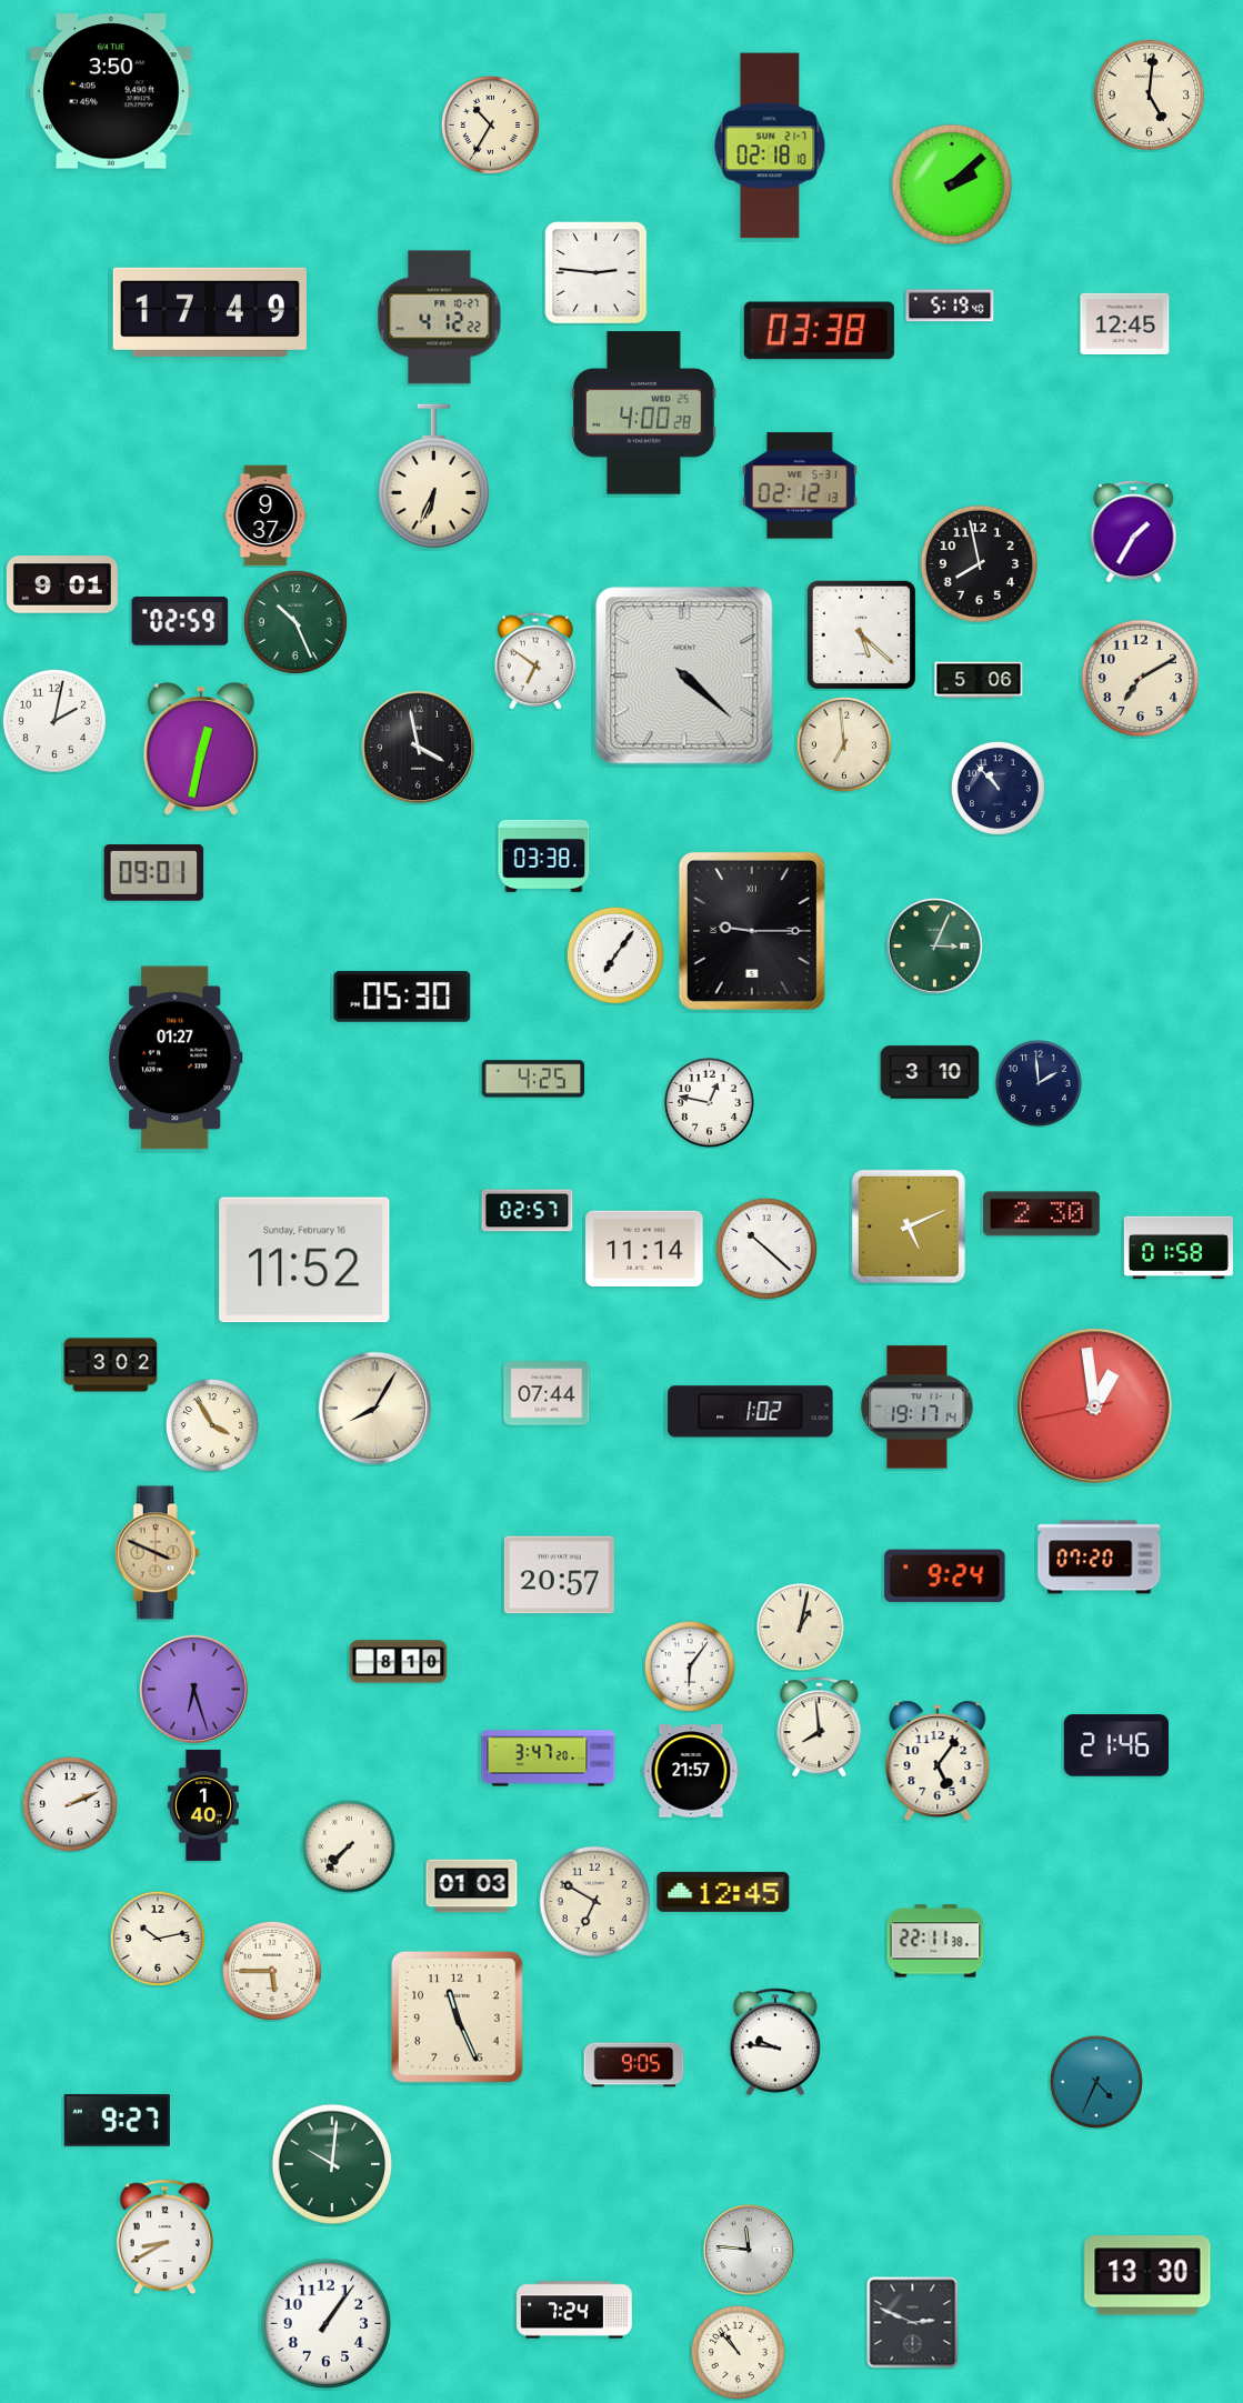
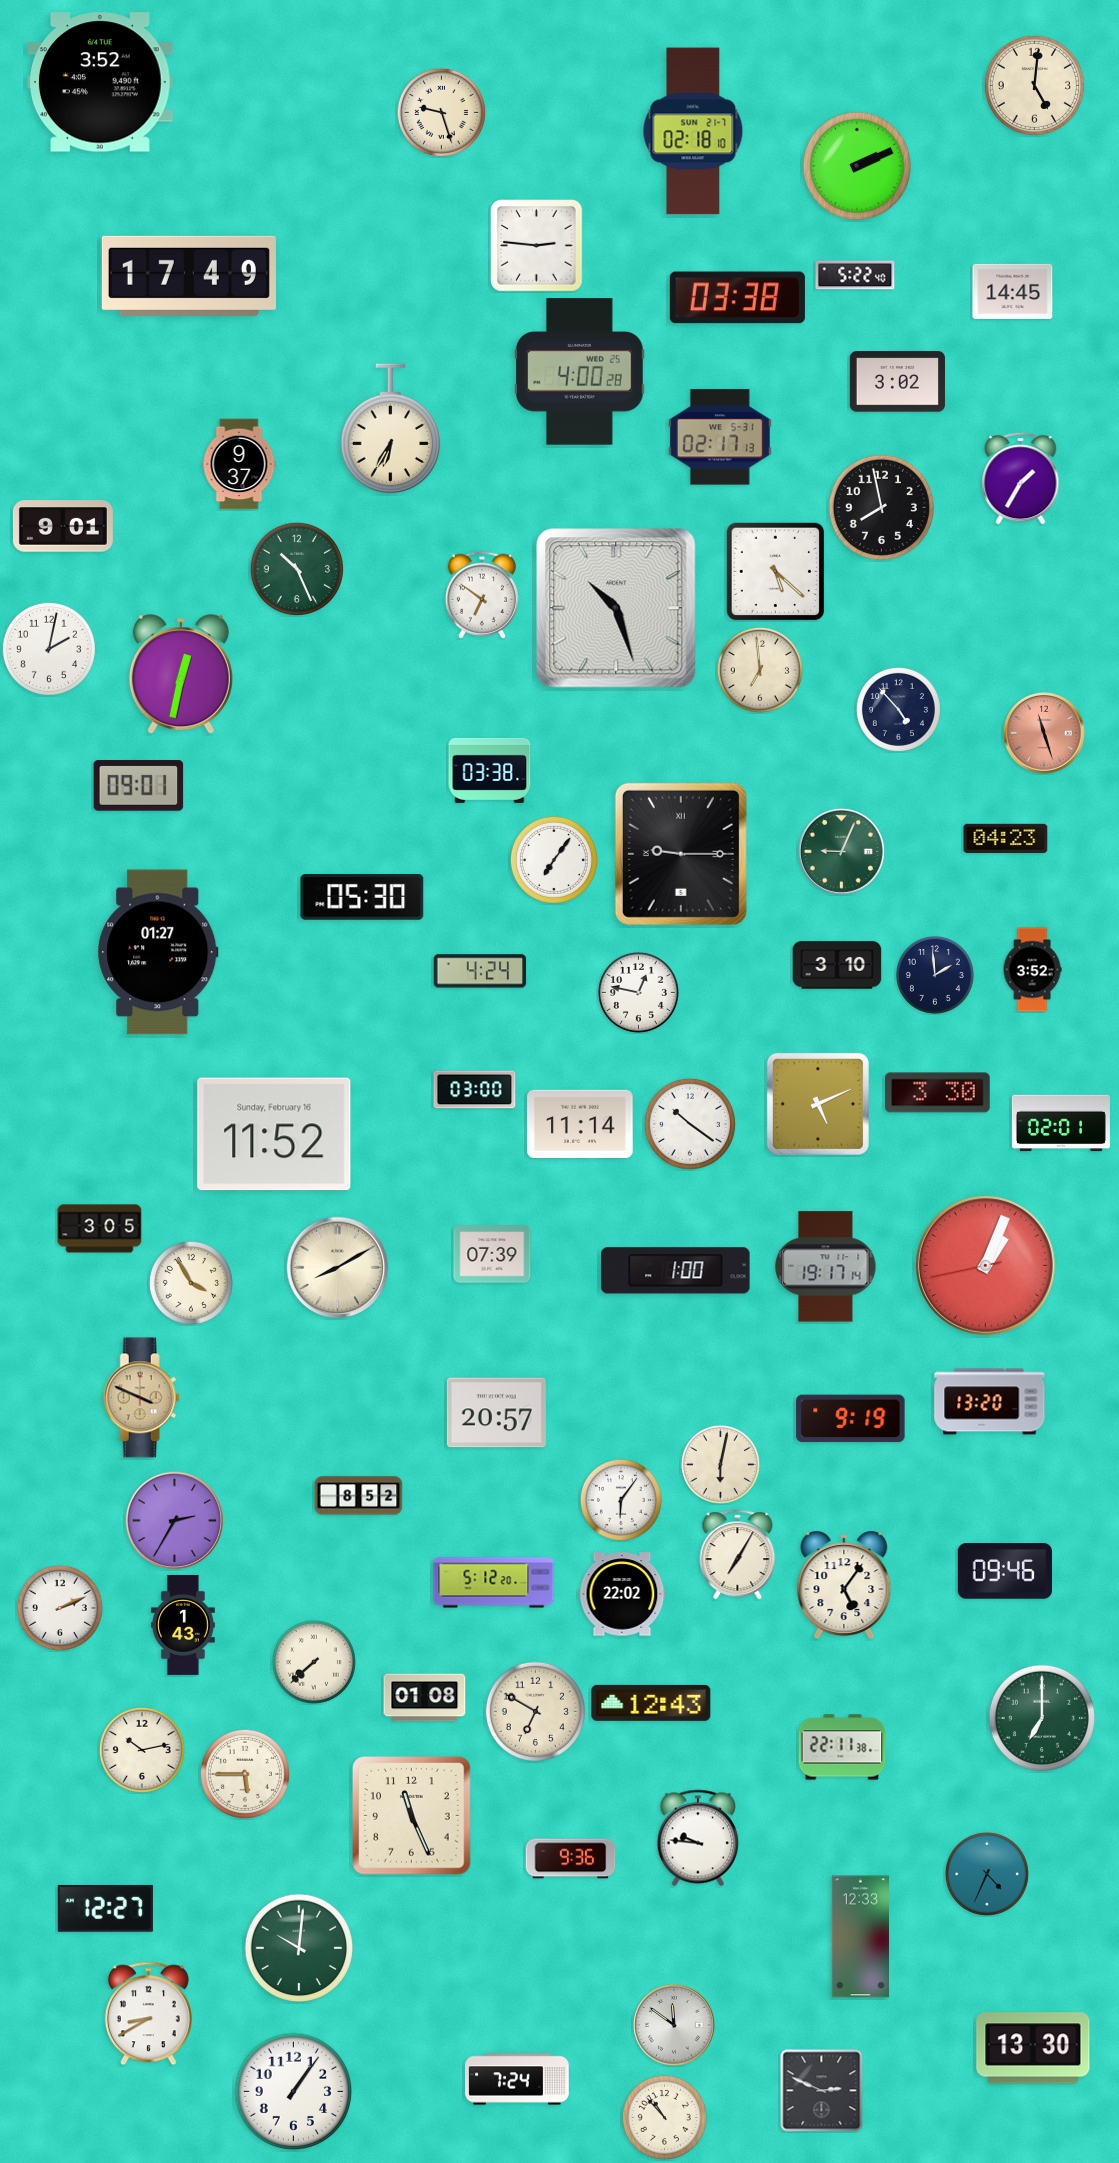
clock at (112, 91): 3:50 -> 3:52
clock at (490, 124): 10:35 -> 9:27
clock at (951, 183): 2:08 -> 2:11
clock at (950, 306): 5:19 -> 5:22
clock at (210, 312) position: (210, 312) -> (189, 276)
clock at (440, 318): 4:12 -> none
clock at (1125, 323): 12:45 -> 14:45
clock at (897, 382): none -> 3:02
clock at (434, 477): 6:34 -> 6:35
clock at (801, 485): 02:12 -> 02:17
clock at (62, 584) position: (62, 584) -> (63, 526)
clock at (180, 622): 02:59 -> none
clock at (295, 622) position: (295, 622) -> (297, 569)
clock at (684, 675): 4:22 -> 10:27
clock at (1140, 678): 7:10 -> none
clock at (979, 680): 5:06 -> none
clock at (419, 748): 3:58 -> none
clock at (998, 788): 10:53 -> 4:53
clock at (1044, 733): none -> 11:27
clock at (752, 931) position: (752, 931) -> (681, 854)
clock at (1006, 838): none -> 04:23
clock at (934, 945): 3:04 -> 9:04
clock at (1032, 970): none -> 3:52
clock at (533, 1079): 4:25 -> 4:24
clock at (528, 1211): 02:57 -> 03:00
clock at (1042, 1214): 2:30 -> 3:30
clock at (1179, 1248): 01:58 -> 02:01
clock at (766, 1249): 10:22 -> 10:21
clock at (111, 1365): 3:02 -> 3:05
clock at (547, 1393): 07:44 -> 07:39
clock at (1094, 1405): 12:58 -> 1:03
clock at (375, 1409): 8:05 -> 8:10
clock at (751, 1412): 1:02 -> 1:00
clock at (1100, 1558): 07:20 -> 13:20
clock at (559, 1575) position: (559, 1575) -> (496, 1413)
clock at (945, 1576): 9:24 -> 9:19
clock at (800, 1626): 1:02 -> 6:02
clock at (399, 1662): 8:10 -> 8:52
clock at (194, 1690): 6:27 -> 2:35
clock at (820, 1728): 7:59 -> 7:05
clock at (1115, 1745): 21:46 -> 09:46
clock at (549, 1759): 3:47 -> 5:12
clock at (691, 1771): 21:57 -> 22:02
clock at (70, 1804) position: (70, 1804) -> (60, 1608)
clock at (203, 1805): 1:40 -> 1:43
clock at (349, 1846): 7:37 -> 7:38
clock at (472, 1886): 01:03 -> 01:08
clock at (723, 1892): 12:45 -> 12:43
clock at (1041, 1717): none -> 7:00
clock at (158, 1939) position: (158, 1939) -> (142, 1750)
clock at (634, 2065): 9:05 -> 9:36
clock at (117, 2120): 9:27 -> 12:27
clock at (860, 1937): none -> 12:33
clock at (749, 2250): 11:46 -> 11:51
